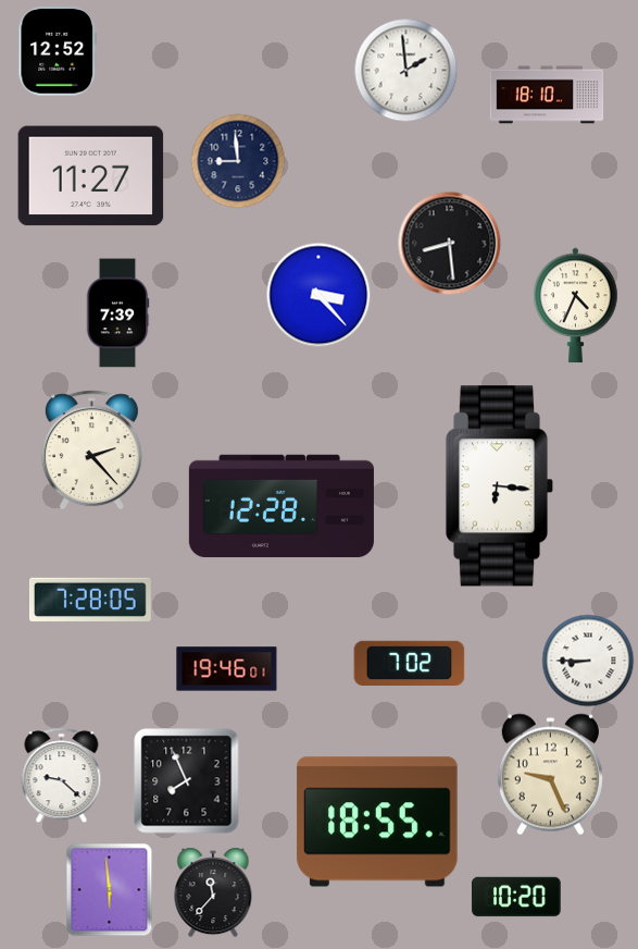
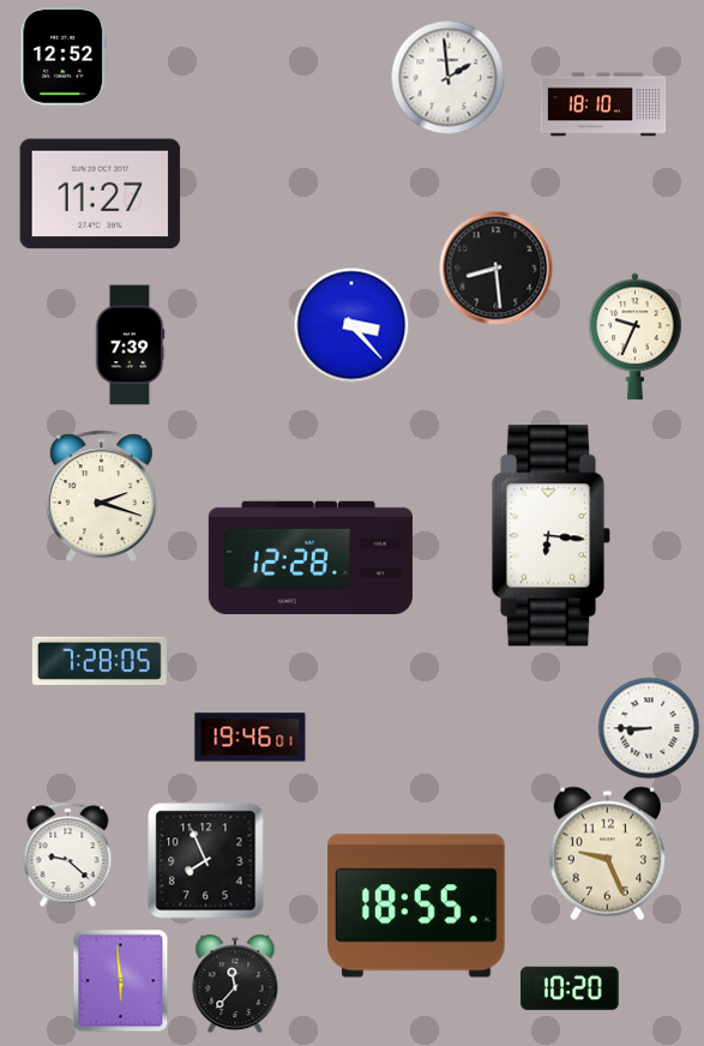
clock at (238, 161): 8:59 -> none
clock at (576, 306): 4:34 -> 9:34
clock at (91, 451): 2:23 -> 2:18
clock at (410, 663): 7:02 -> none
